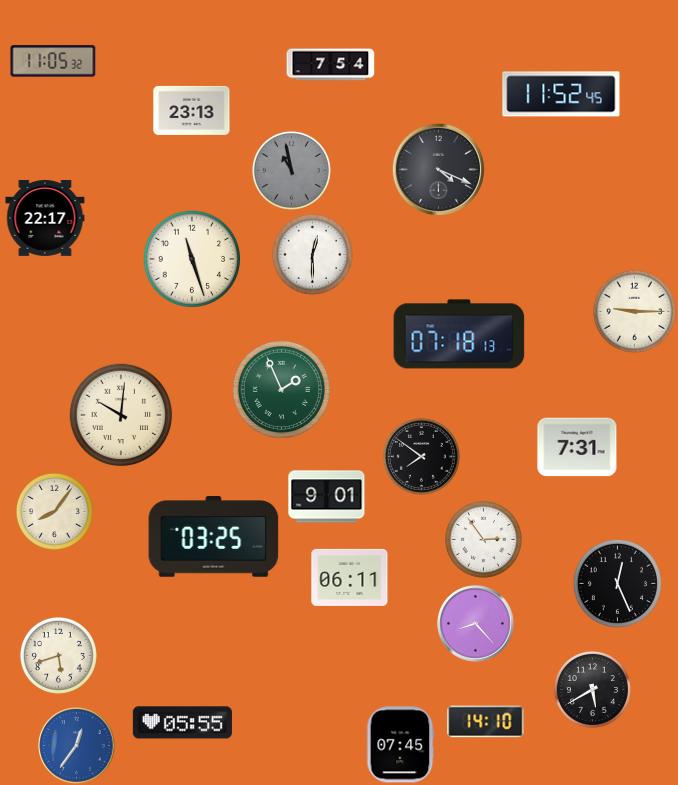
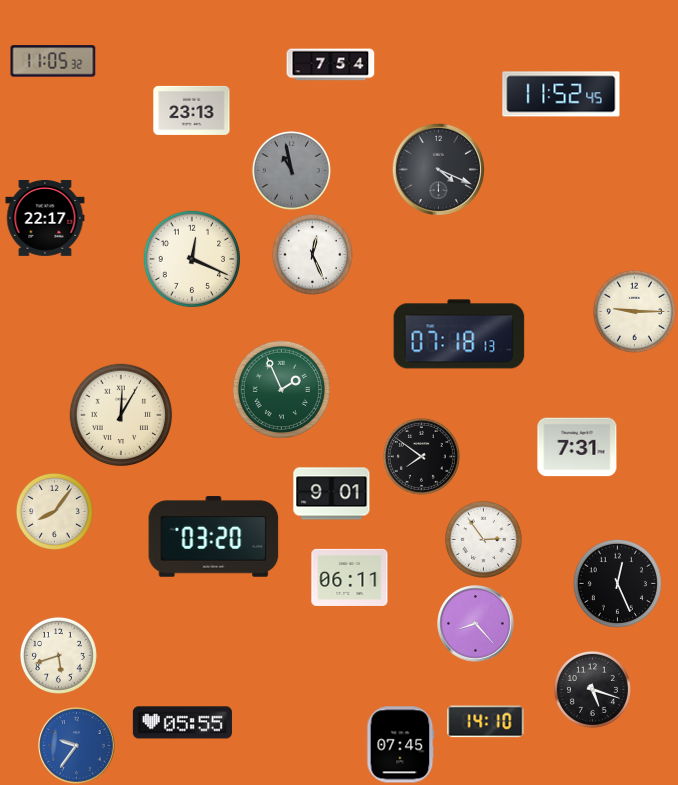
clock at (312, 254): 12:30 -> 12:26
clock at (191, 258): 11:27 -> 12:19
clock at (121, 415): 10:01 -> 12:05
clock at (327, 497) position: (327, 497) -> (332, 494)
clock at (214, 537): 03:25 -> 03:20
clock at (592, 689): 5:40 -> 5:18
clock at (77, 746): 12:36 -> 9:36
